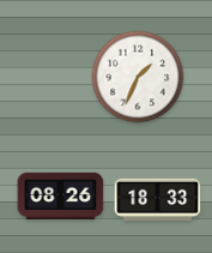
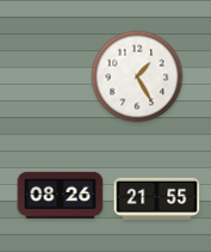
clock at (138, 77): 1:34 -> 1:25
clock at (158, 199): 18:33 -> 21:55
